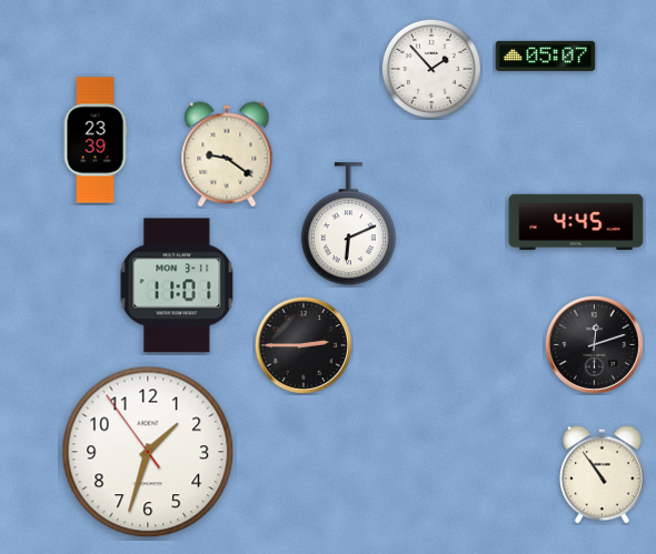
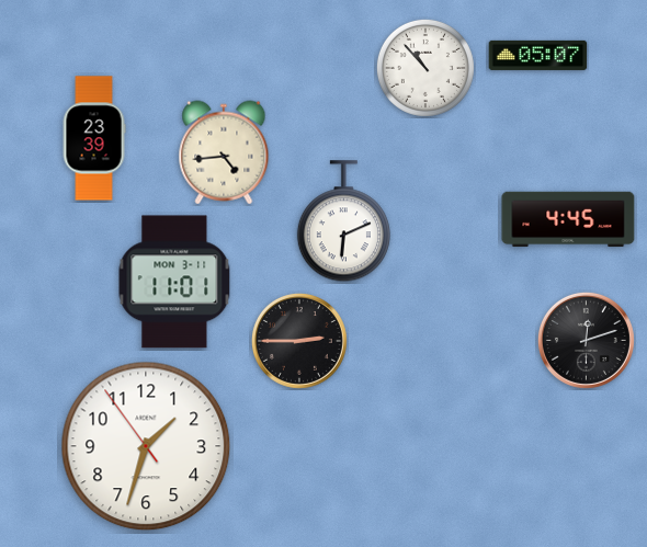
clock at (431, 69): 1:53 -> 10:53
clock at (227, 154): 9:21 -> 4:44
clock at (603, 475): 10:54 -> none
